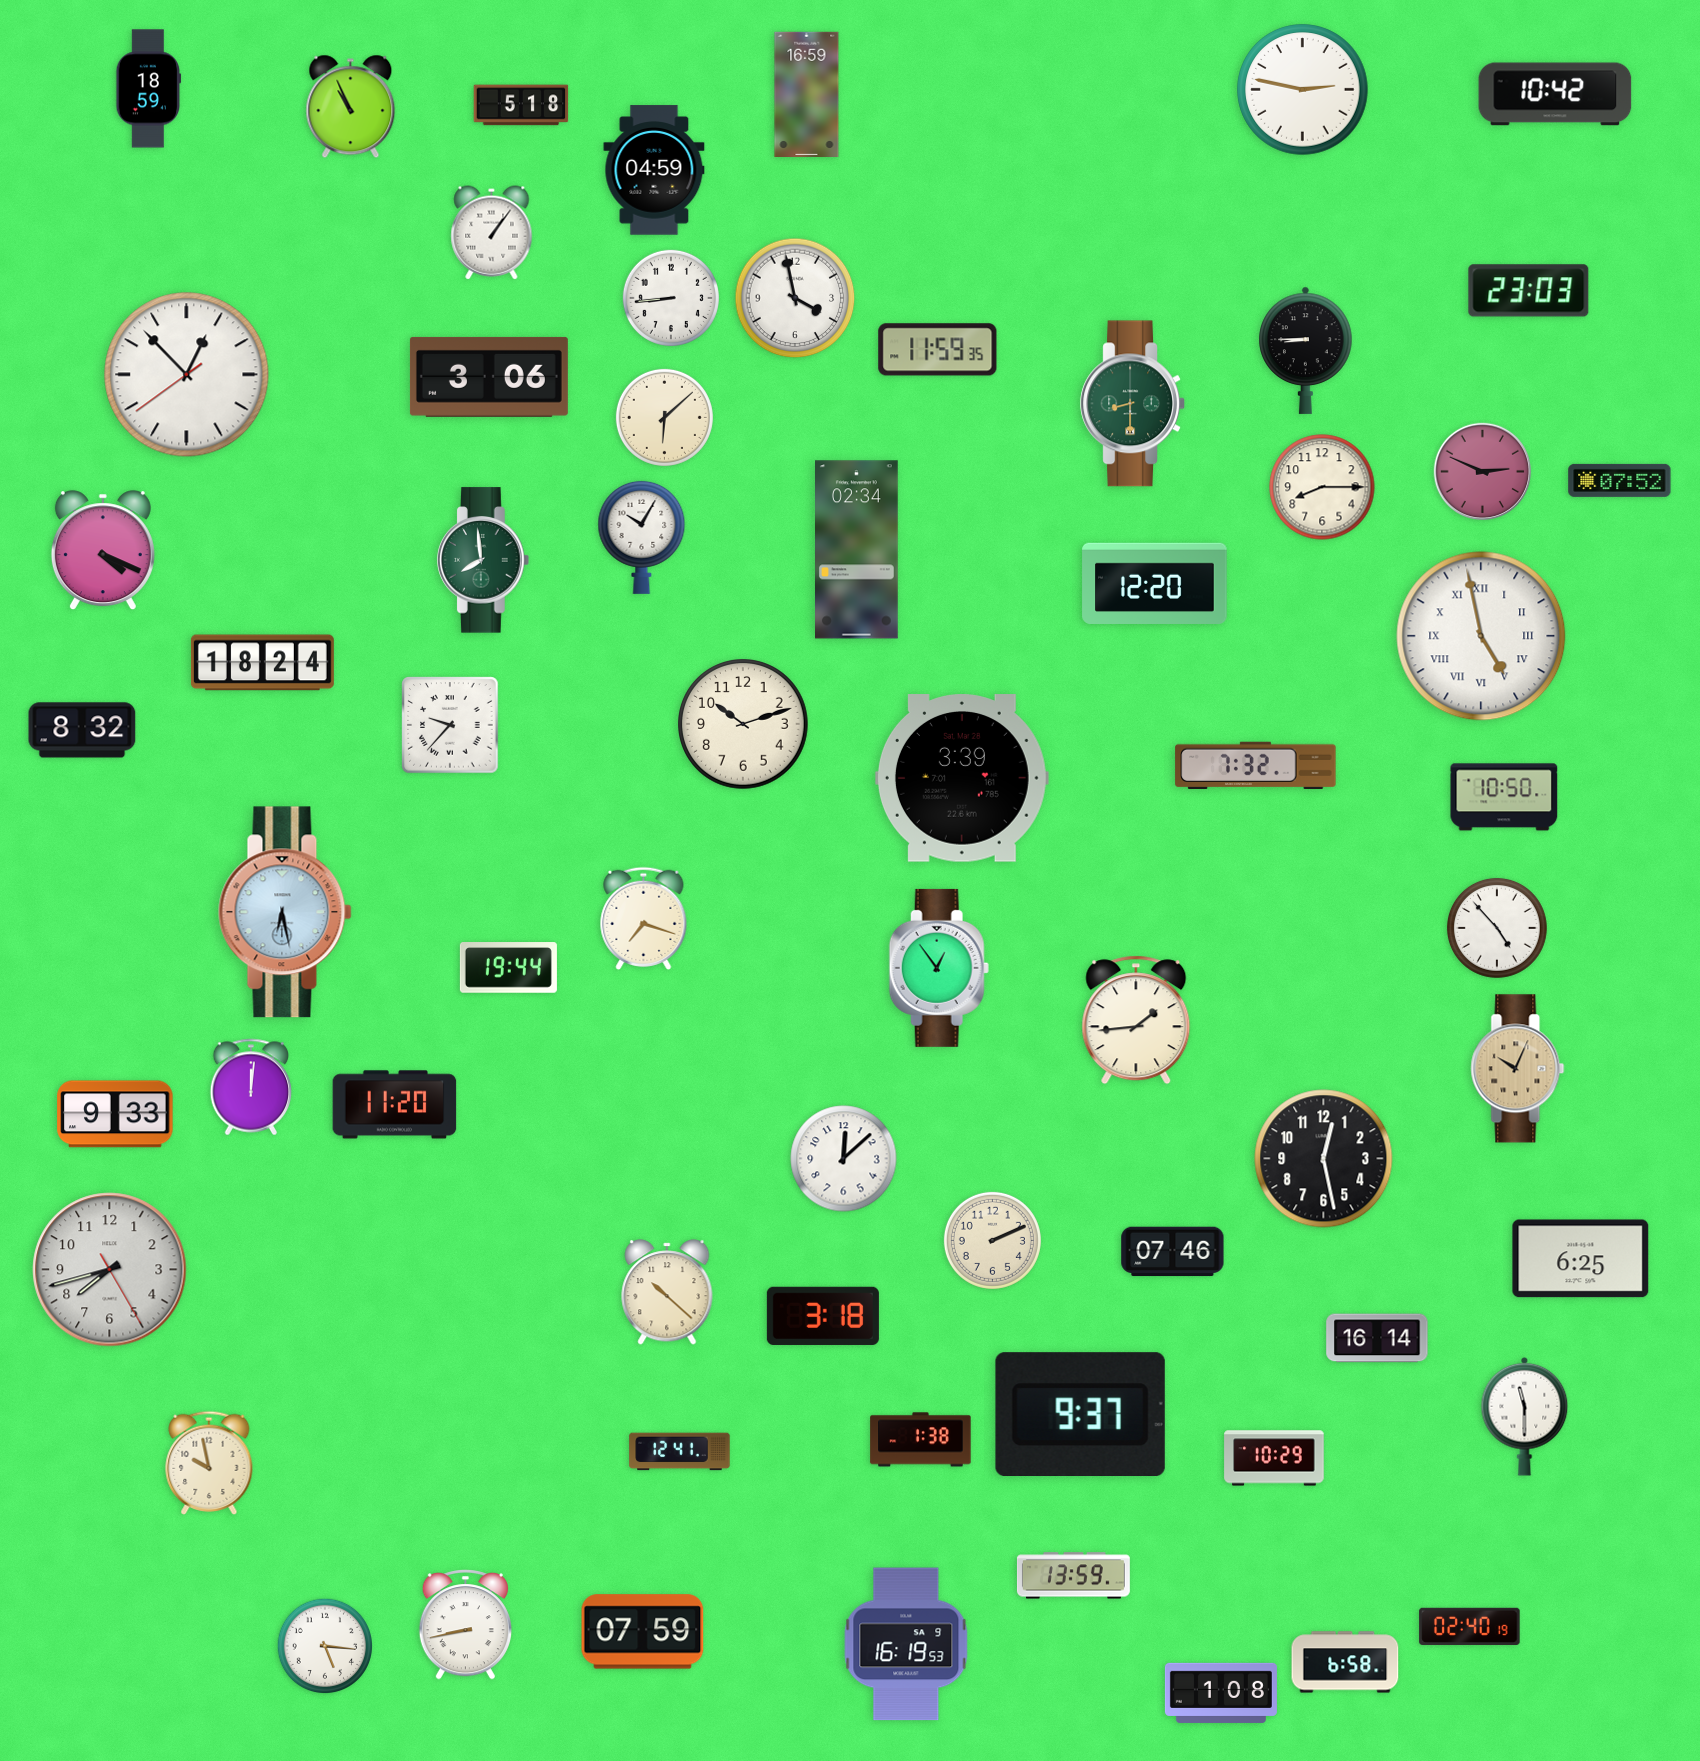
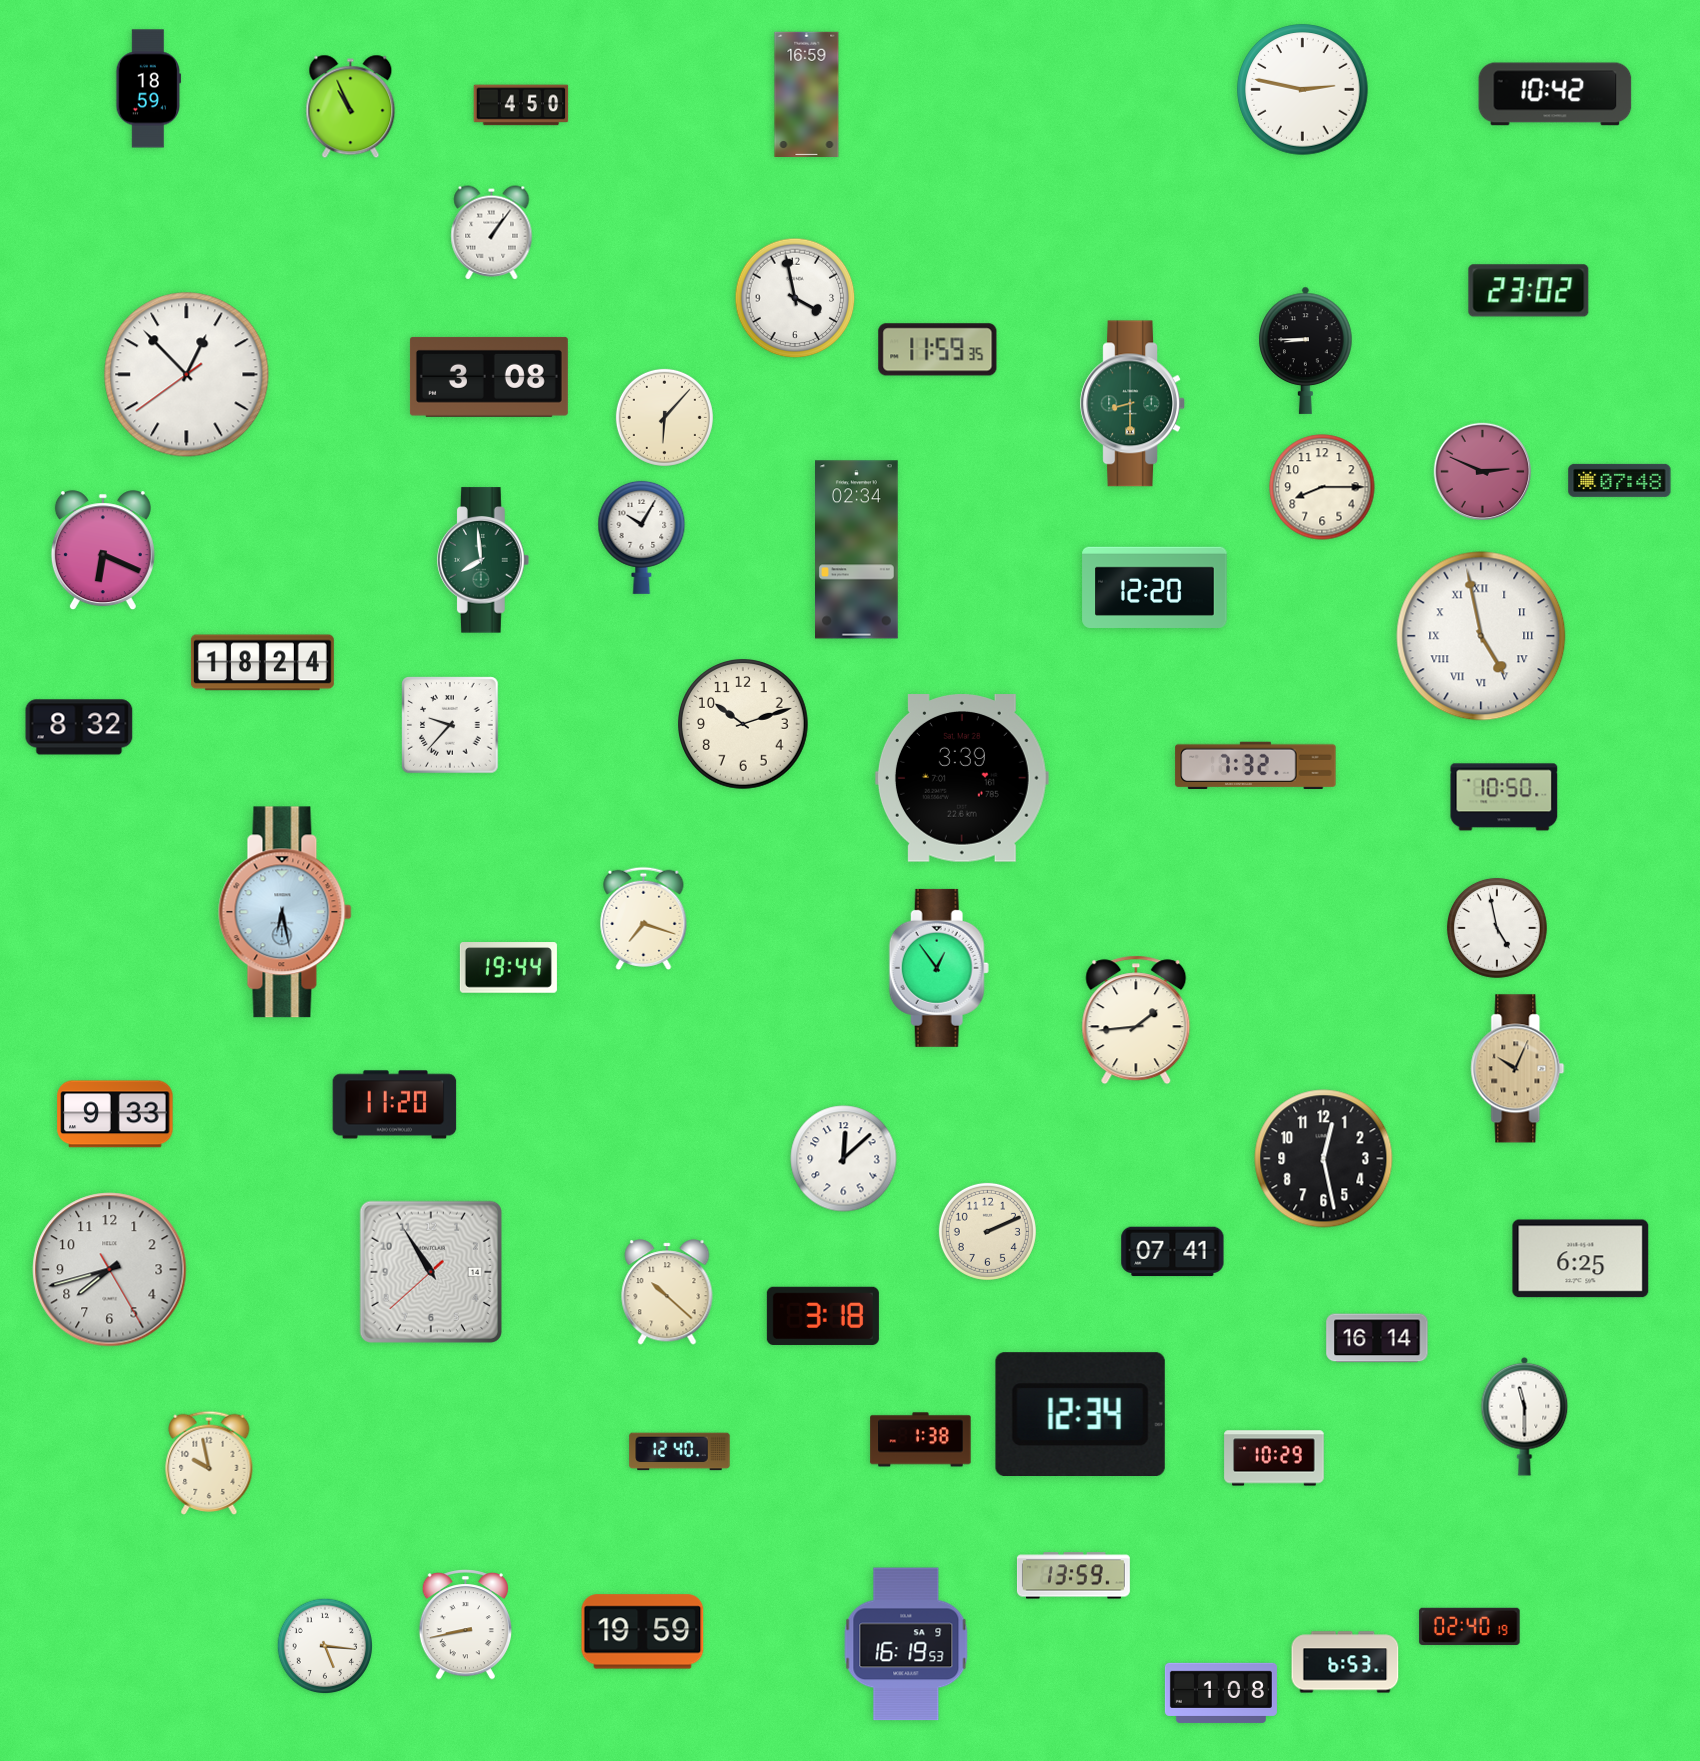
clock at (521, 105): 5:18 -> 4:50
clock at (654, 170): 04:59 -> none
clock at (1529, 291): 23:03 -> 23:02
clock at (671, 298): 8:44 -> none
clock at (489, 377): 3:06 -> 3:08
clock at (664, 417): 6:08 -> 6:07
clock at (1620, 480): 07:52 -> 07:48
clock at (103, 551): 4:19 -> 6:19
clock at (1155, 583) position: (1155, 583) -> (1155, 587)
clock at (82, 730) position: (82, 730) -> (79, 727)
clock at (1497, 928): 4:53 -> 4:58
clock at (251, 1087): 12:01 -> none
clock at (992, 1240) position: (992, 1240) -> (987, 1231)
clock at (1173, 1252): 07:46 -> 07:41
clock at (431, 1272): none -> 10:54
clock at (1080, 1414): 9:37 -> 12:34
clock at (680, 1452): 12:41 -> 12:40
clock at (643, 1632): 07:59 -> 19:59
clock at (1345, 1662): 6:58 -> 6:53
